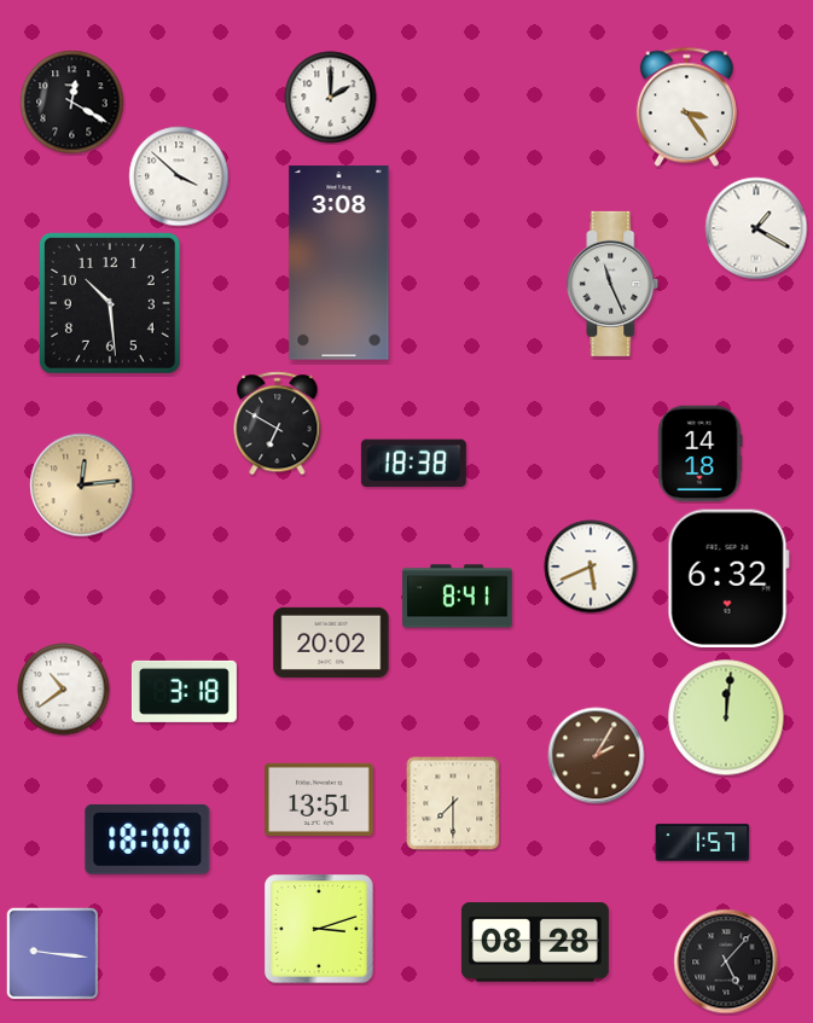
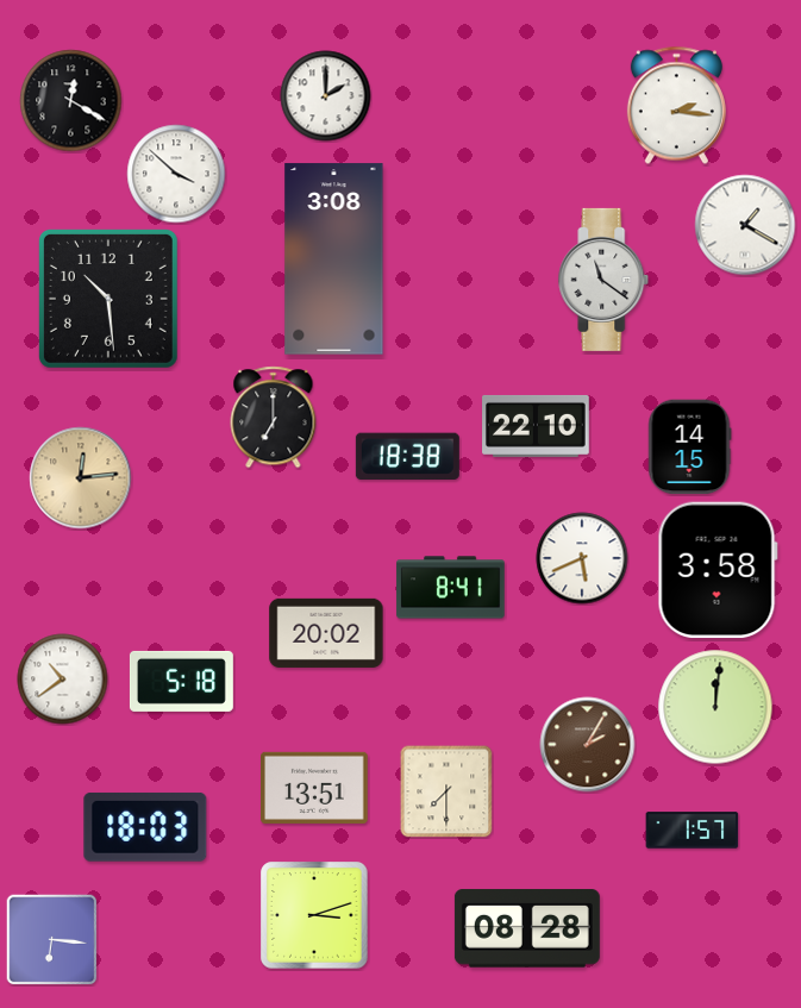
clock at (686, 107): 3:24 -> 2:16
clock at (612, 284): 11:26 -> 11:21
clock at (278, 424): 6:50 -> 7:00
clock at (536, 426): none -> 22:10
clock at (699, 454): 14:18 -> 14:15
clock at (728, 577): 6:32 -> 3:58
clock at (184, 691): 3:18 -> 5:18
clock at (147, 839): 18:00 -> 18:03
clock at (52, 953): 9:16 -> 6:16
clock at (726, 961): 5:07 -> none
